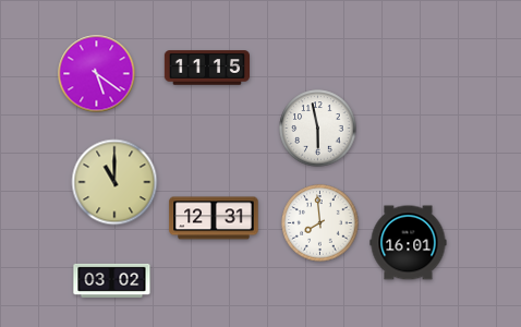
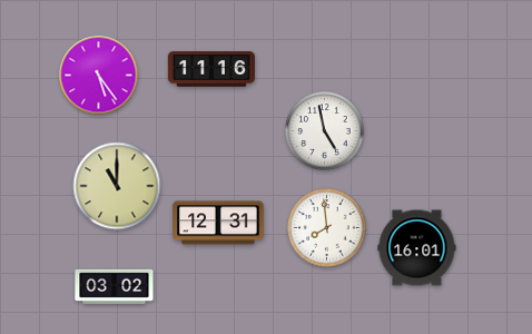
clock at (206, 68): 11:15 -> 11:16
clock at (97, 74): 5:21 -> 5:24
clock at (318, 129): 5:58 -> 4:58
